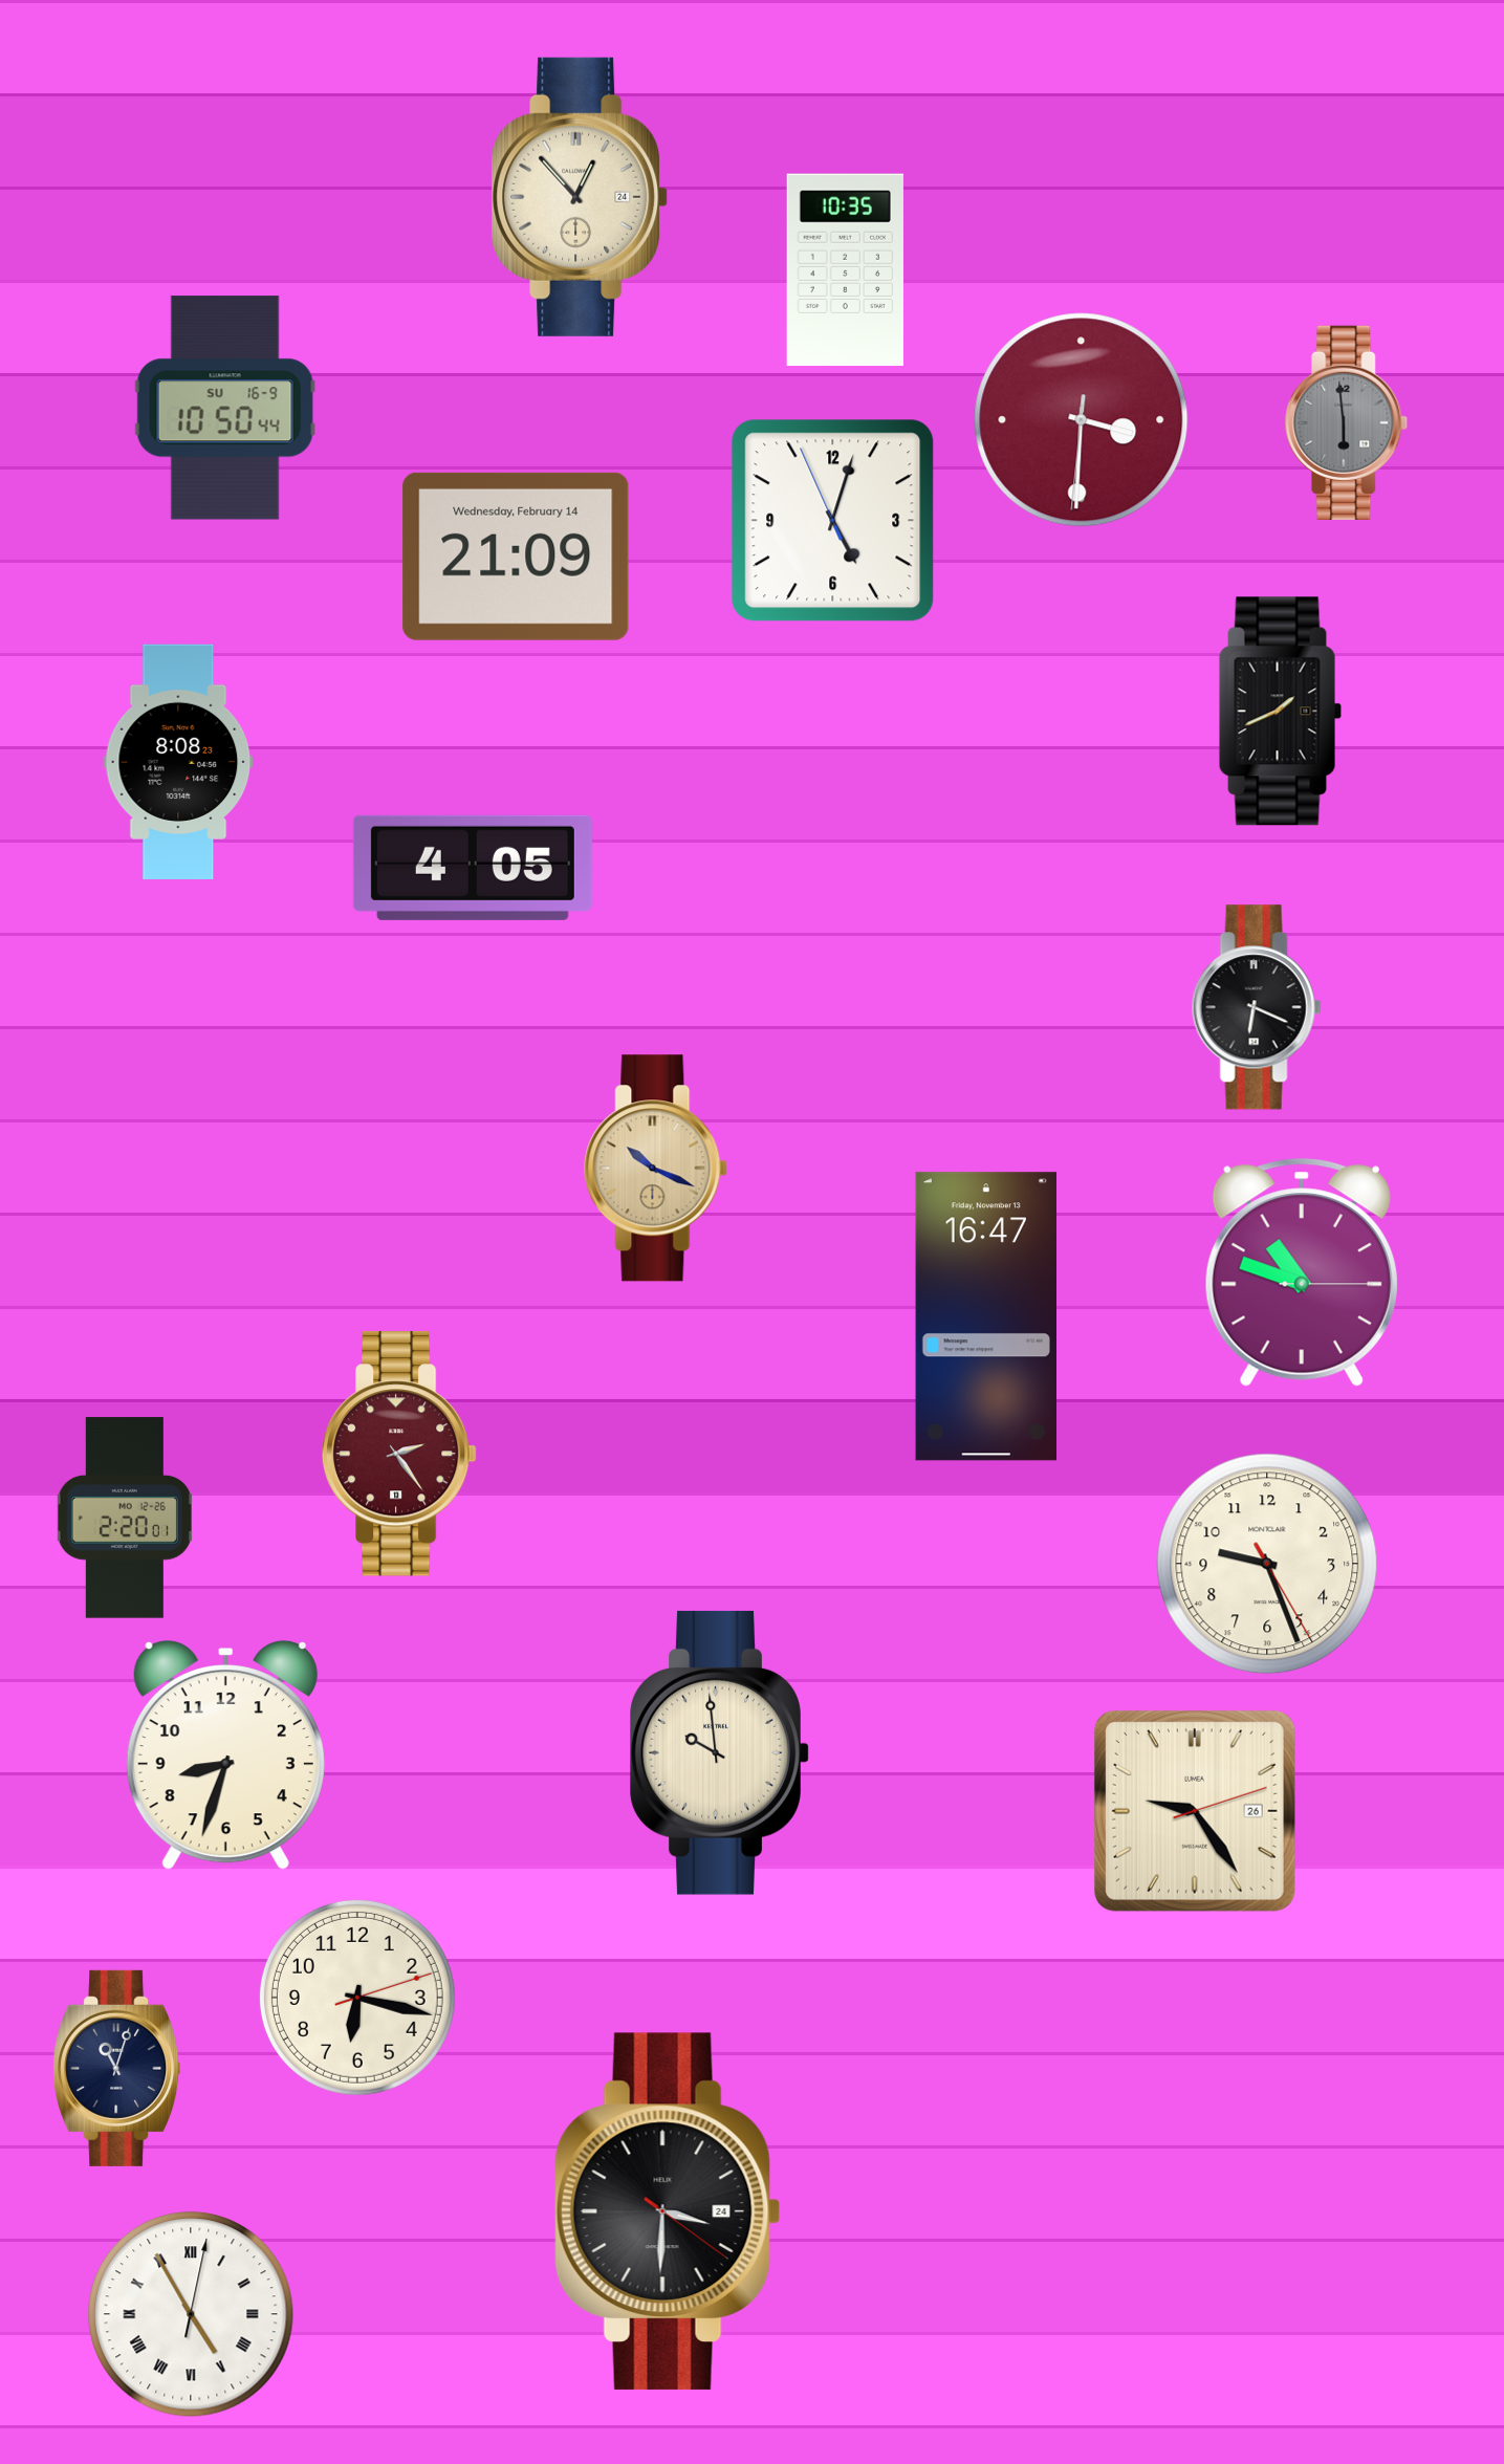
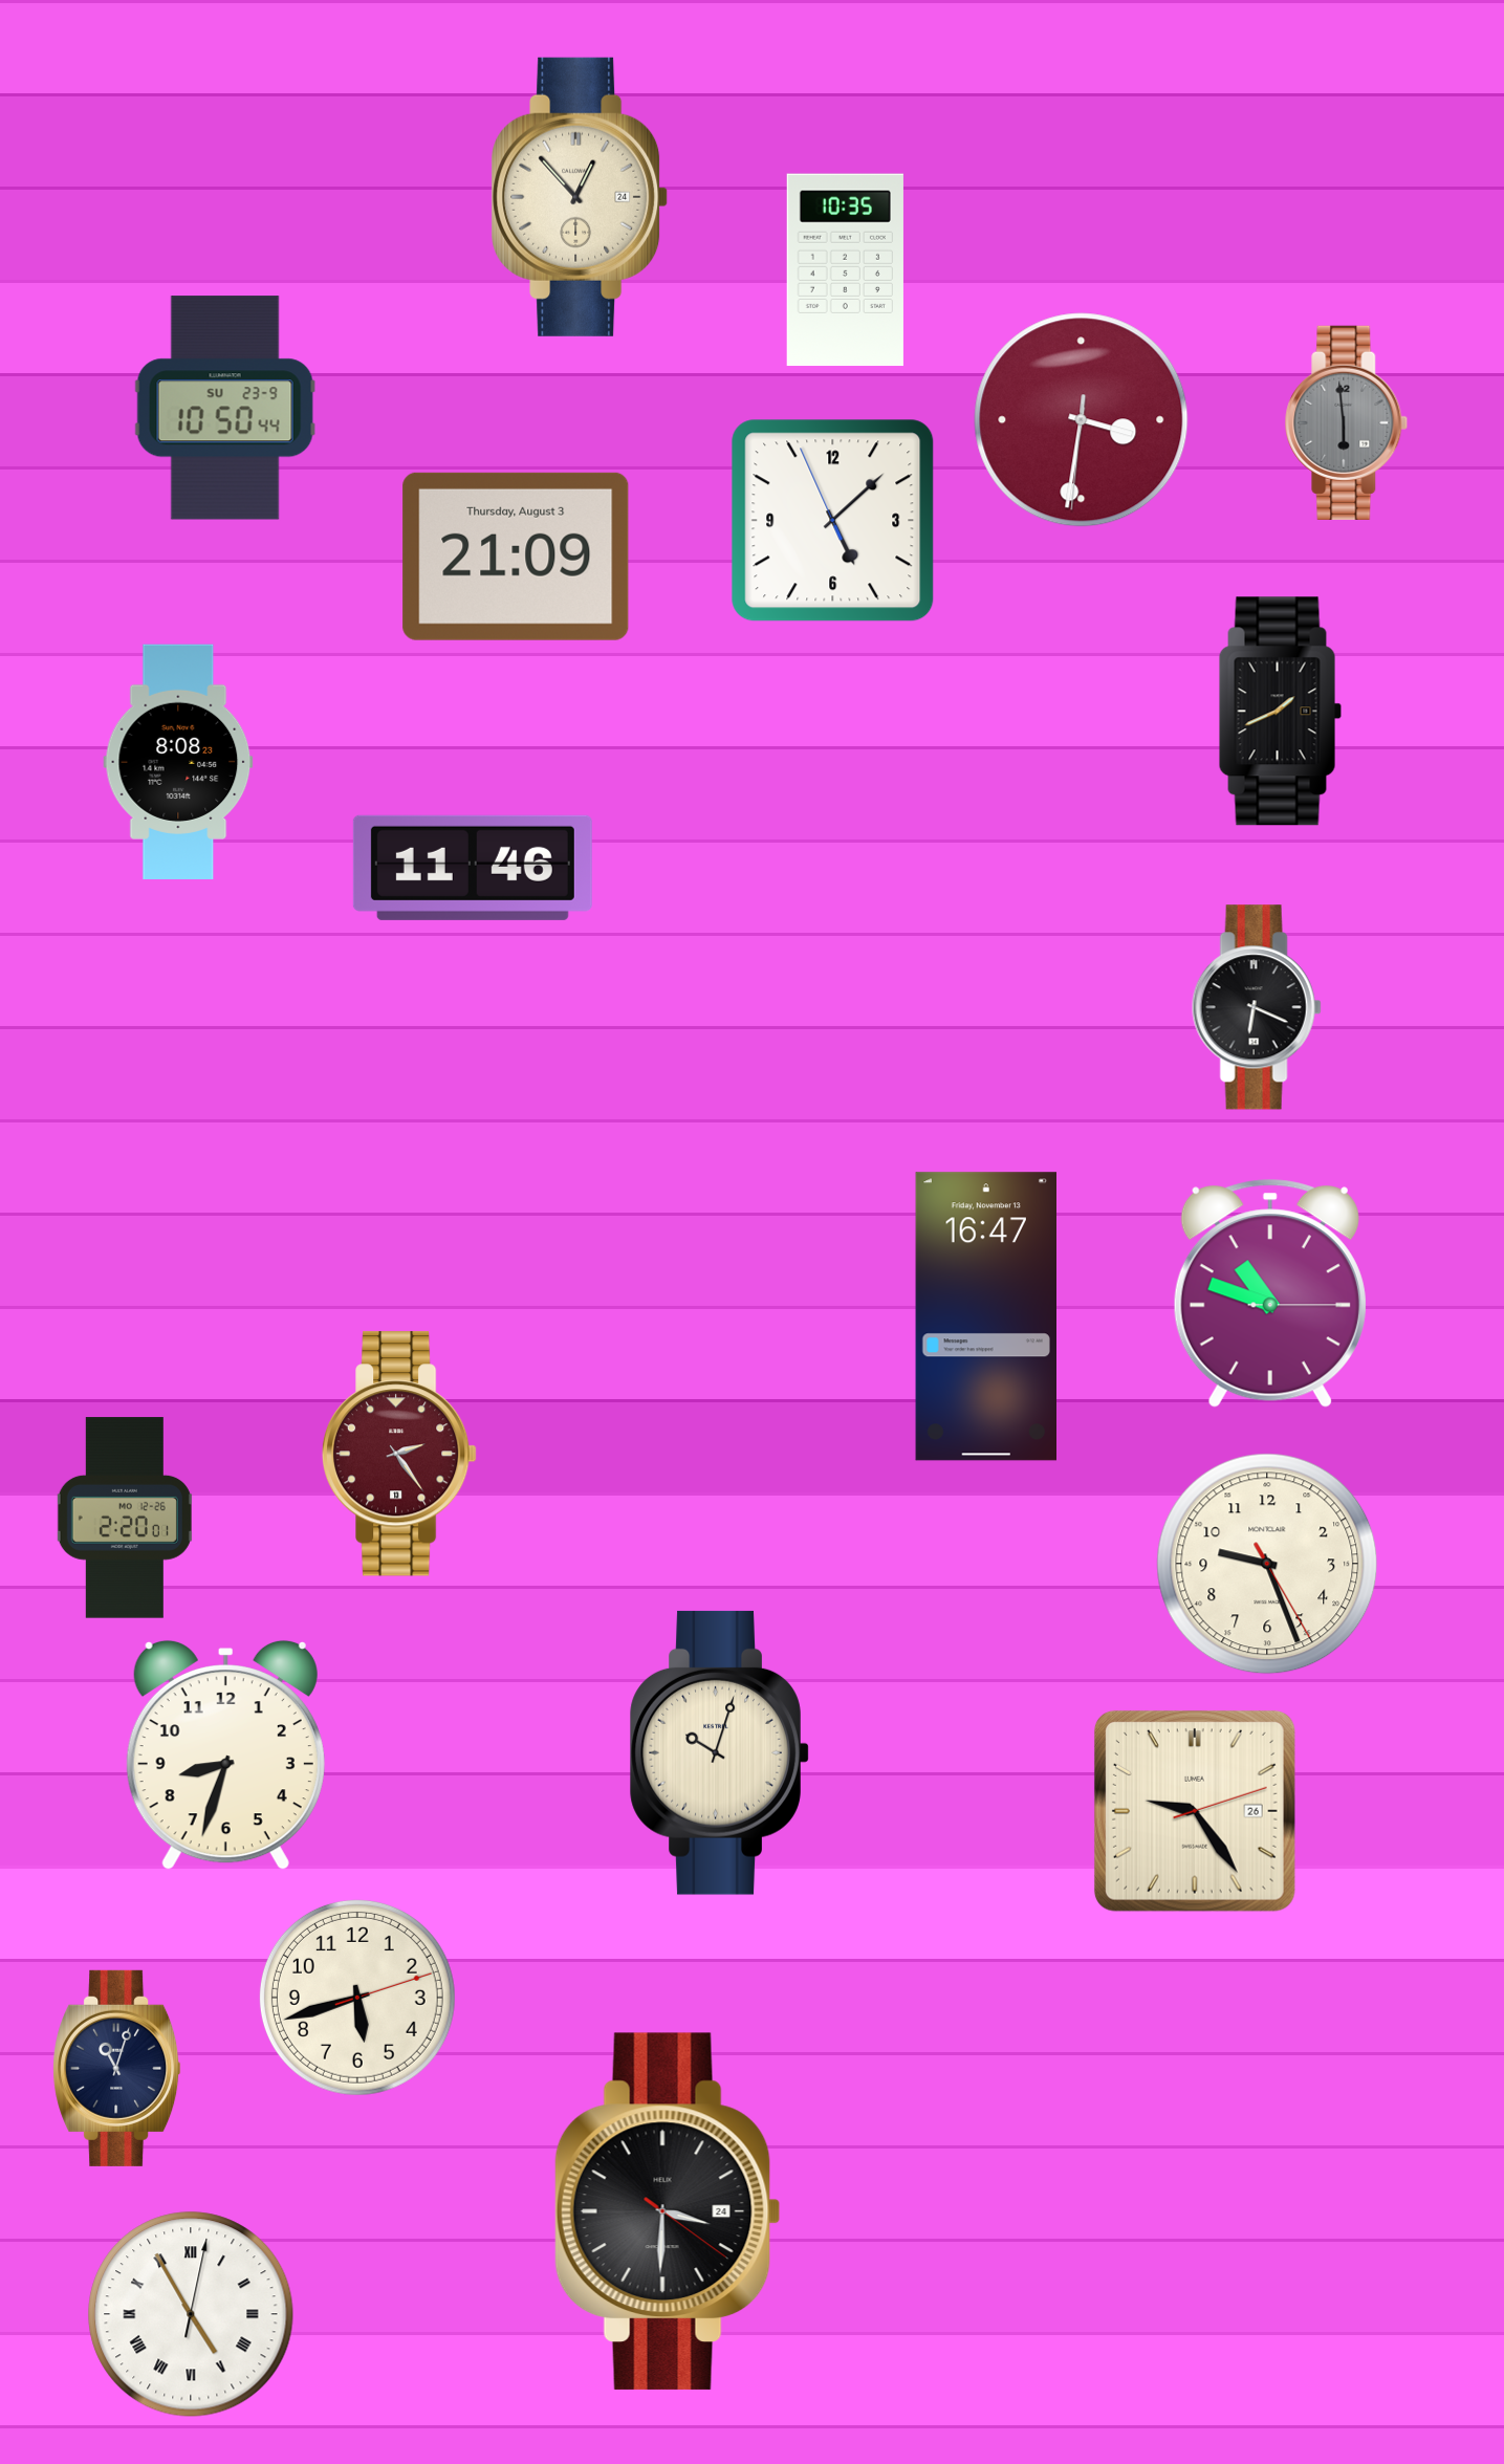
clock at (225, 408) date: SU 16-9 -> SU 23-9
clock at (1082, 420): 3:30 -> 3:31
clock at (833, 521): 5:02 -> 5:07
clock at (516, 557) date: Wednesday, February 14 -> Thursday, August 3
clock at (473, 868): 4:05 -> 11:46
clock at (656, 1169): 10:19 -> none
clock at (1302, 1272) position: (1302, 1272) -> (1270, 1293)
clock at (719, 1752): 9:59 -> 10:03
clock at (357, 1998): 6:17 -> 5:42
